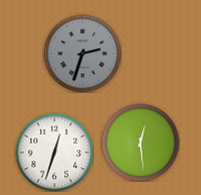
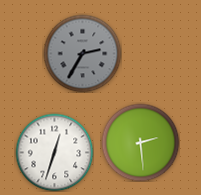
clock at (82, 53): 2:33 -> 2:35
clock at (140, 142): 12:29 -> 2:29
